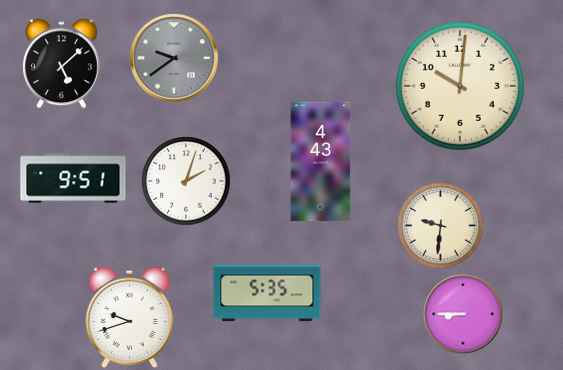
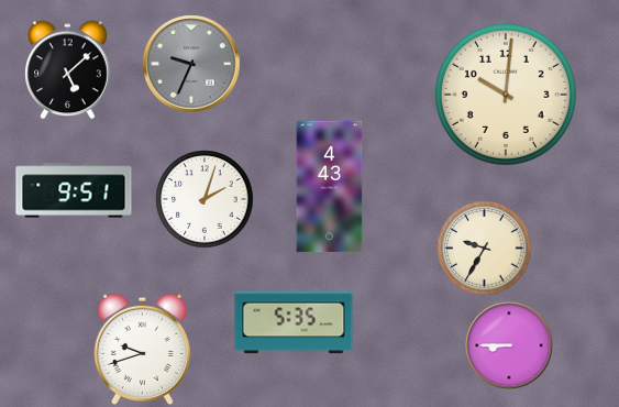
clock at (174, 58): 9:39 -> 9:34
clock at (321, 162) position: (321, 162) -> (330, 187)
clock at (73, 178) position: (73, 178) -> (74, 190)
clock at (441, 226): 9:31 -> 9:35
